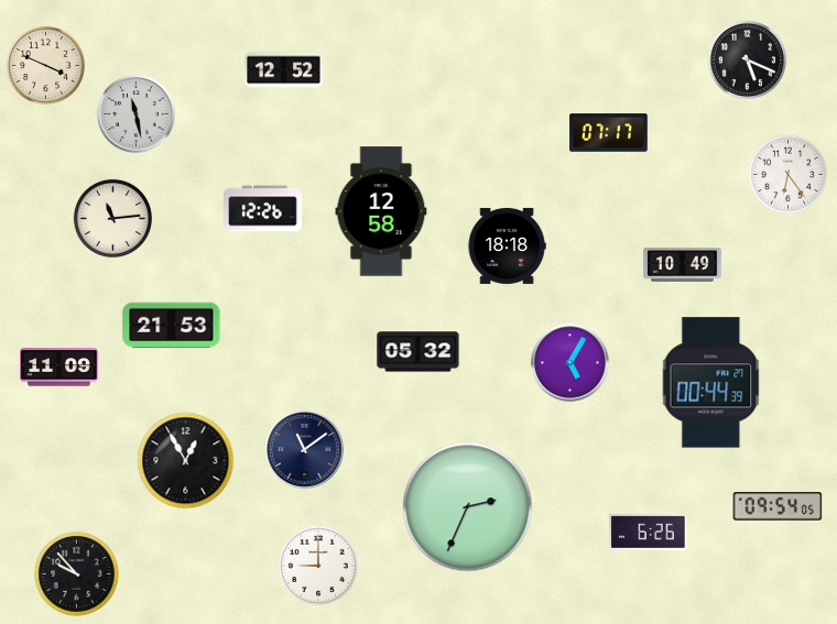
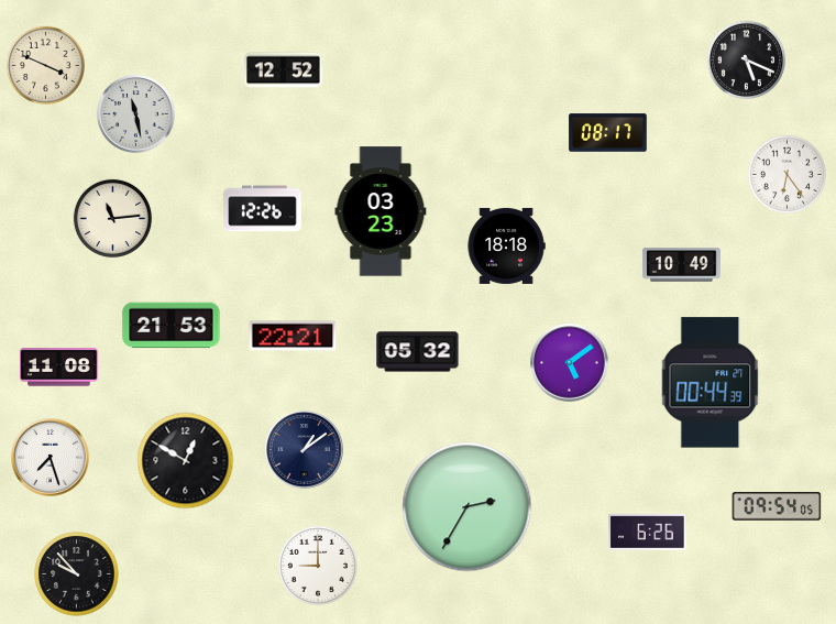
clock at (609, 133): 07:17 -> 08:17
clock at (381, 211): 12:58 -> 03:23
clock at (293, 336): none -> 22:21
clock at (570, 363): 5:05 -> 5:09
clock at (59, 368): 11:09 -> 11:08
clock at (305, 450): 11:09 -> 1:09
clock at (51, 458): none -> 7:27
clock at (186, 461): 12:55 -> 12:50
clock at (468, 507): 2:34 -> 2:35
